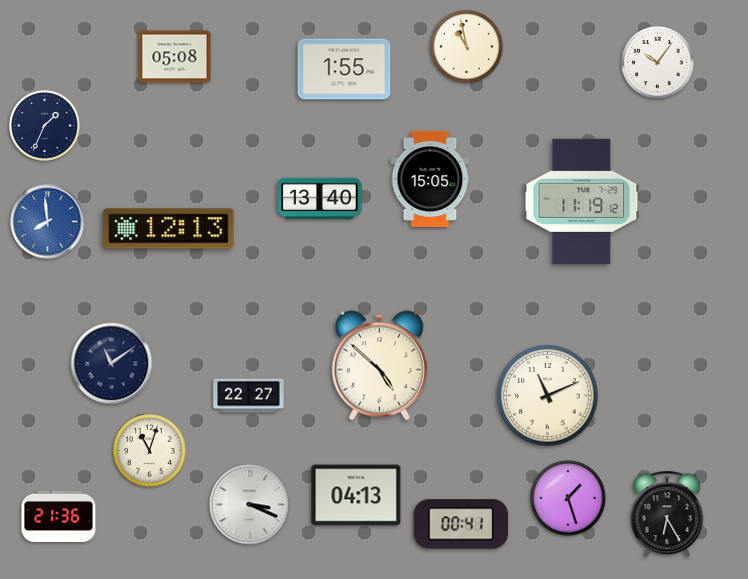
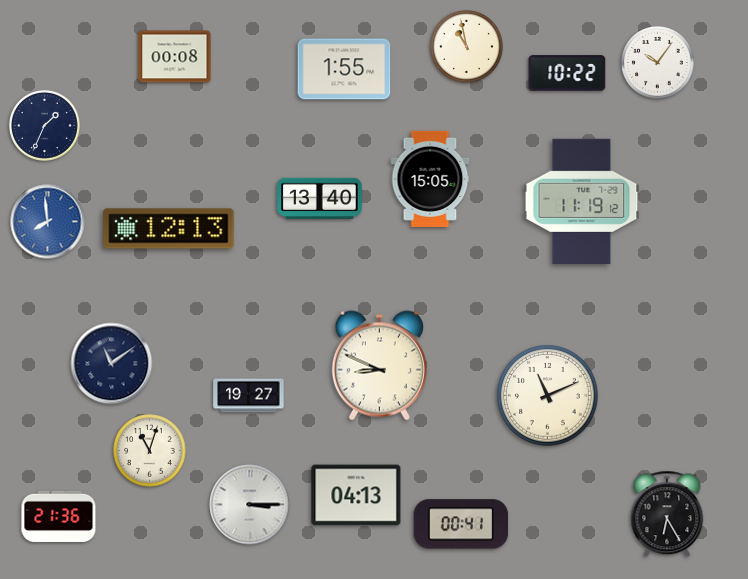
clock at (175, 57): 05:08 -> 00:08
clock at (567, 73): none -> 10:22
clock at (379, 366): 4:52 -> 8:49
clock at (249, 396): 22:27 -> 19:27
clock at (568, 498): 1:27 -> none
clock at (250, 505): 3:19 -> 3:15
